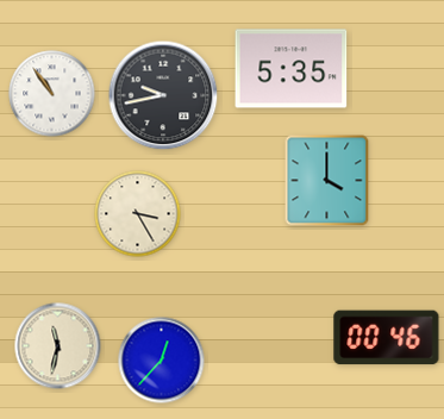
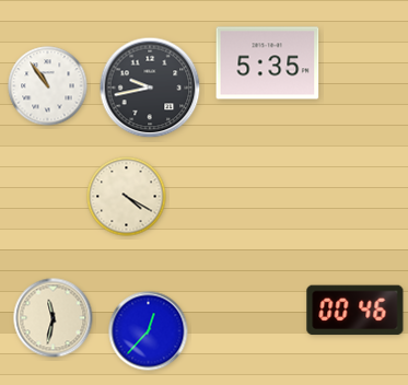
clock at (327, 181): 4:00 -> none
clock at (138, 214): 3:25 -> 4:20
